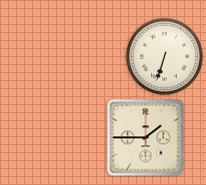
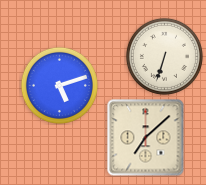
clock at (59, 85): none -> 5:12
clock at (146, 138): 1:45 -> 7:08
